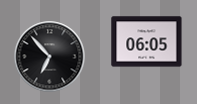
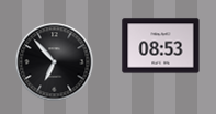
clock at (147, 42): 06:05 -> 08:53
